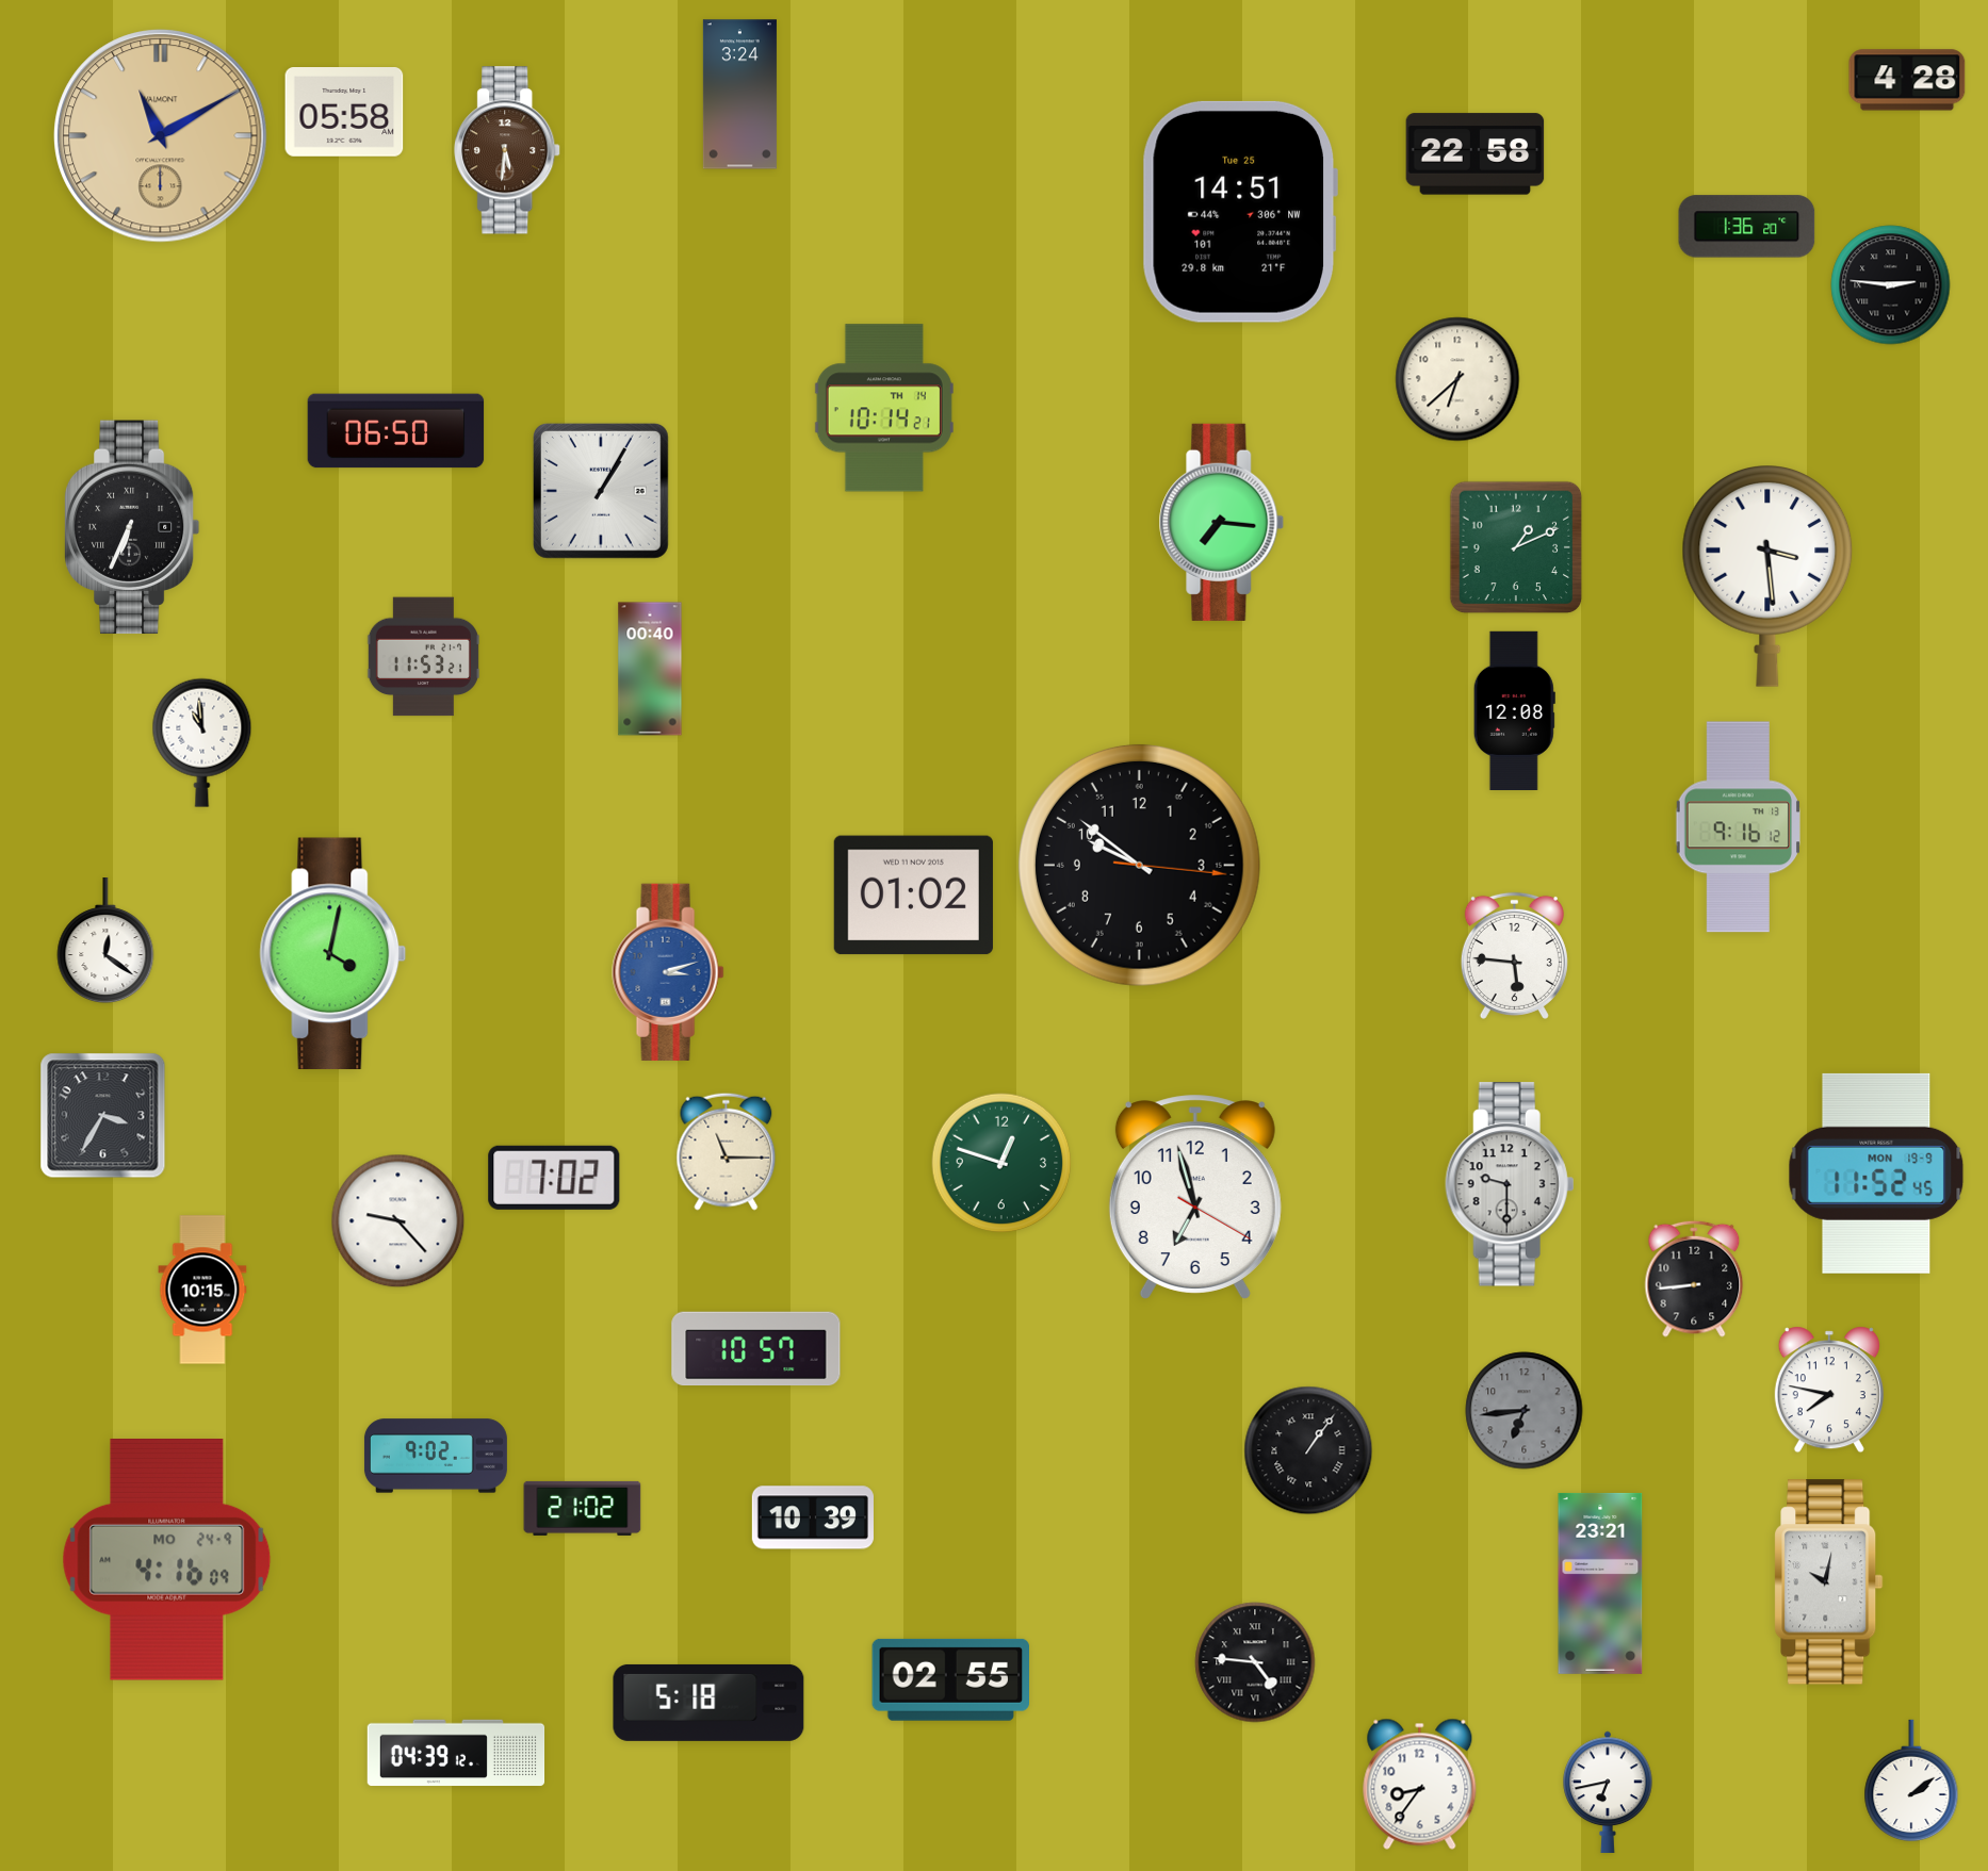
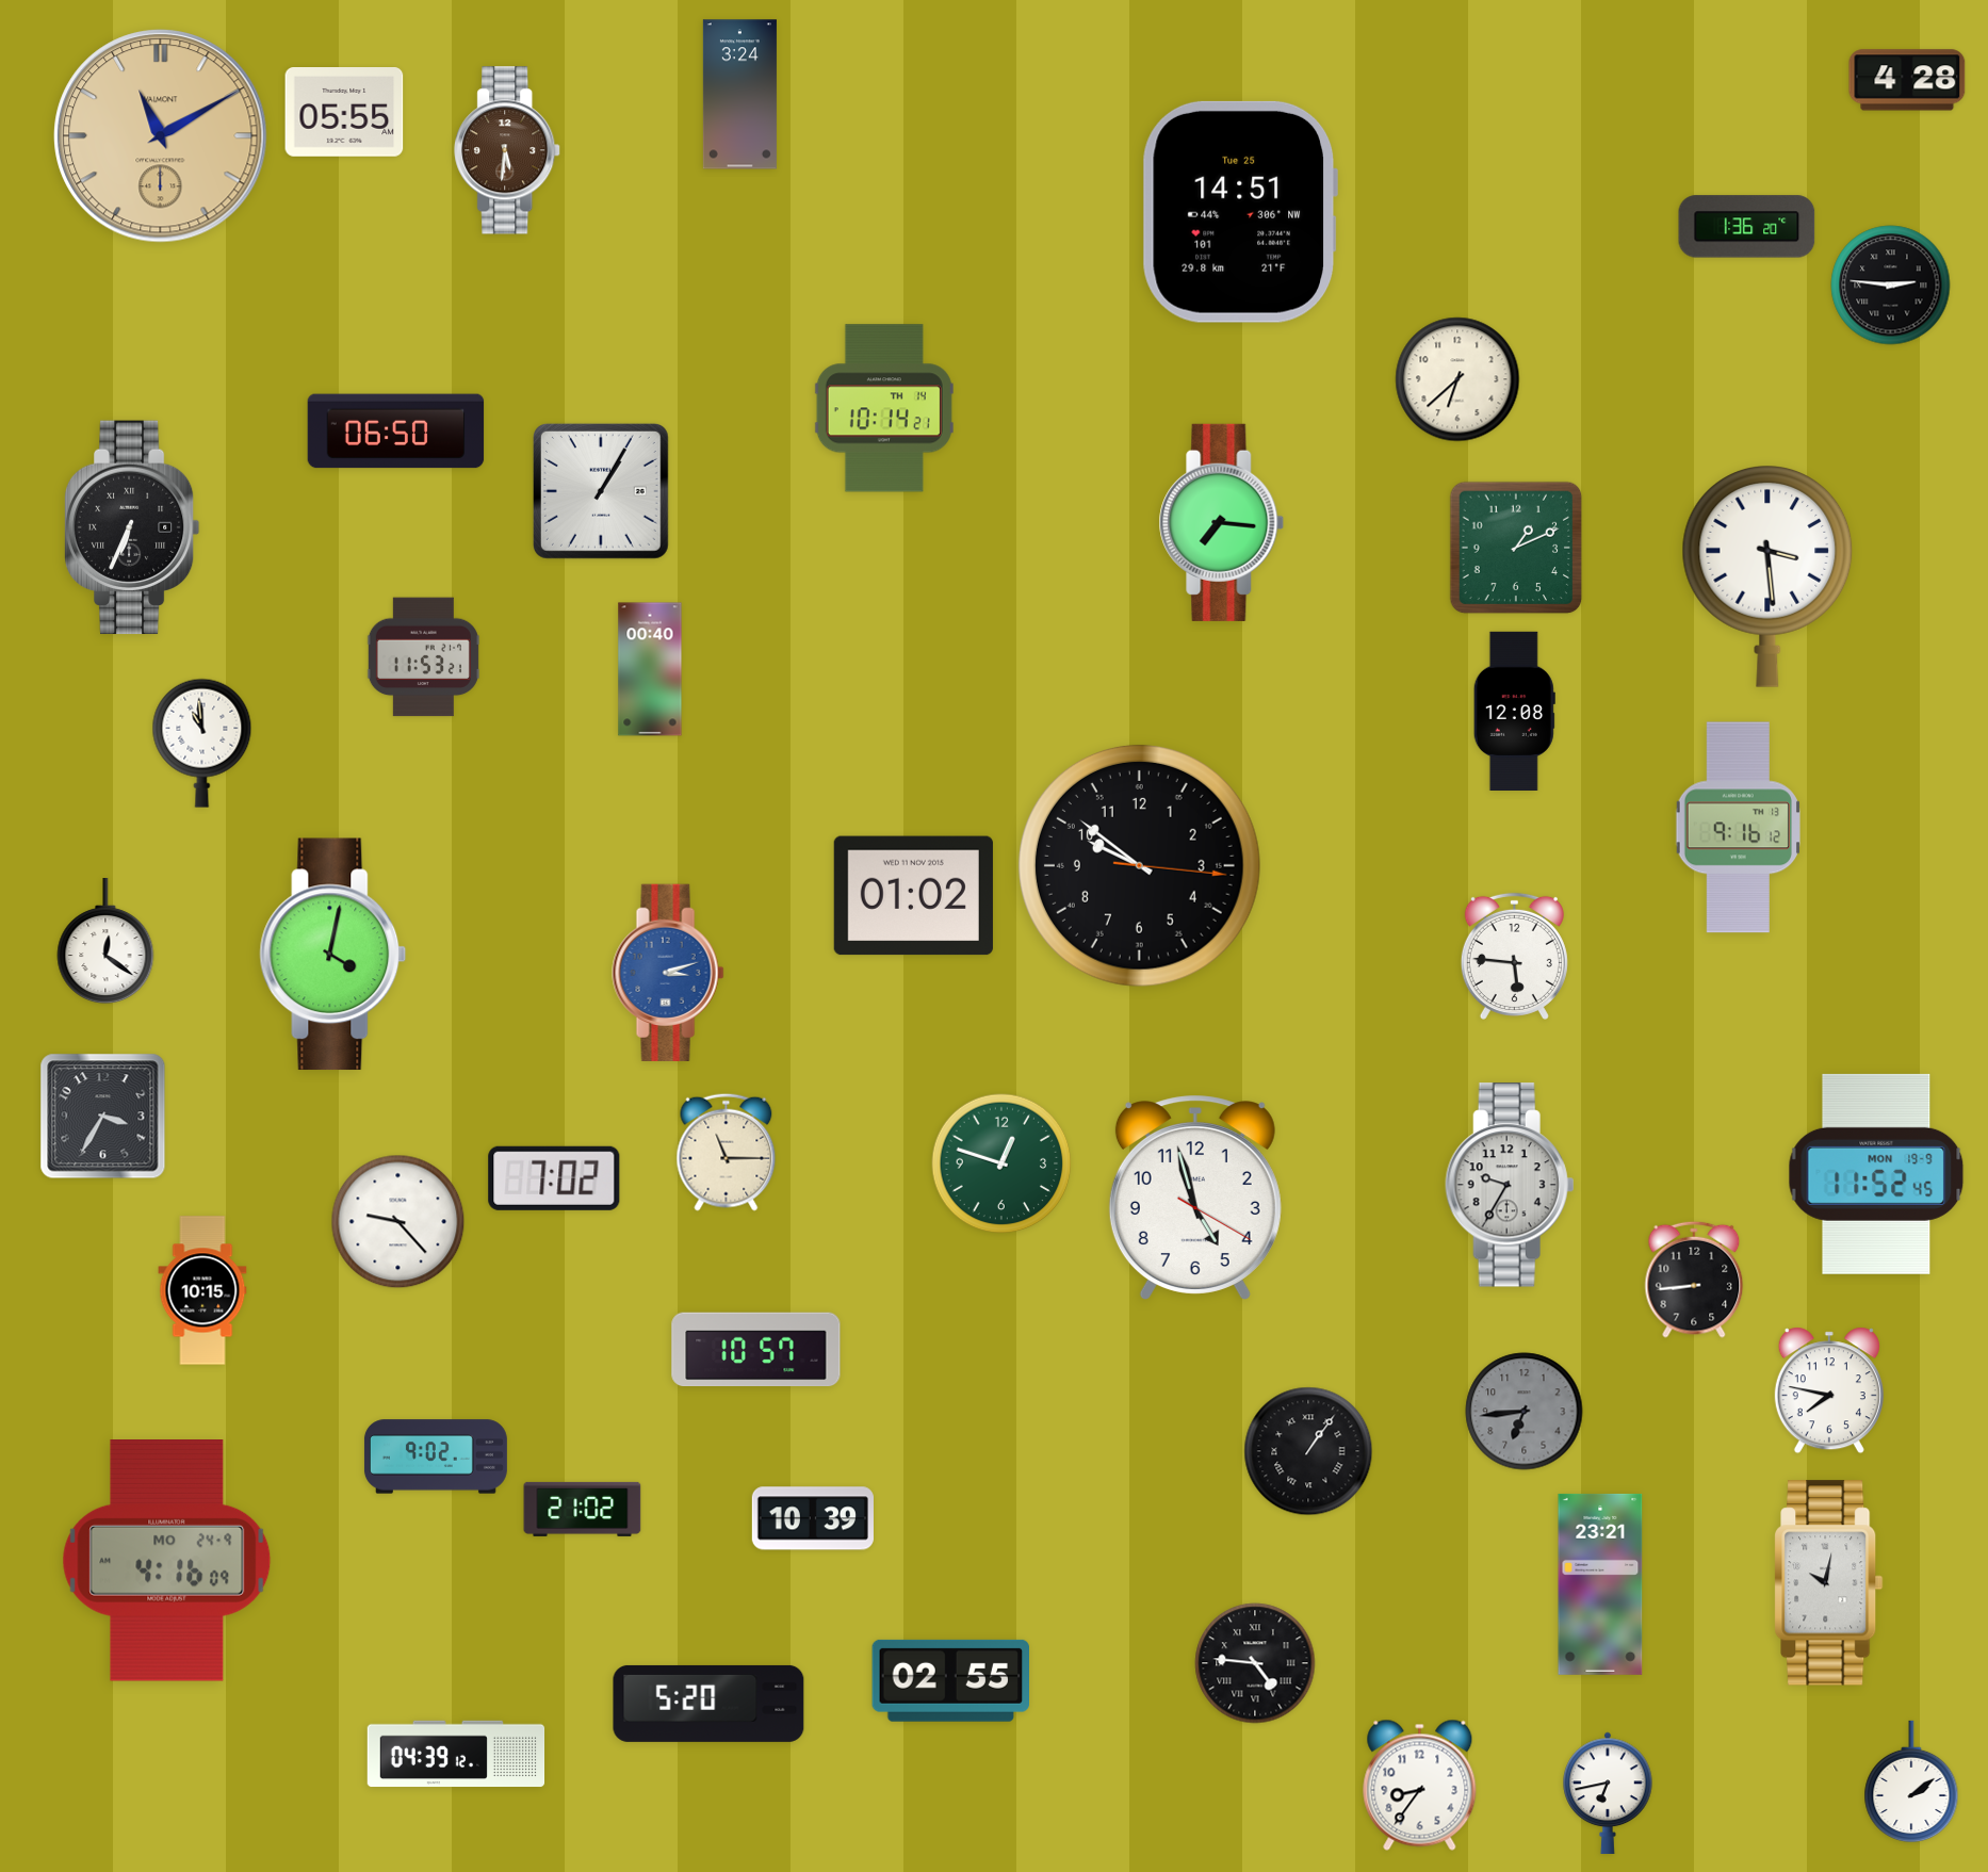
clock at (344, 113): 05:58 -> 05:55
clock at (1476, 154): 22:58 -> none
clock at (1510, 1184): 9:30 -> 9:35
clock at (1195, 1197): 6:57 -> 4:57
clock at (708, 1703): 5:18 -> 5:20
